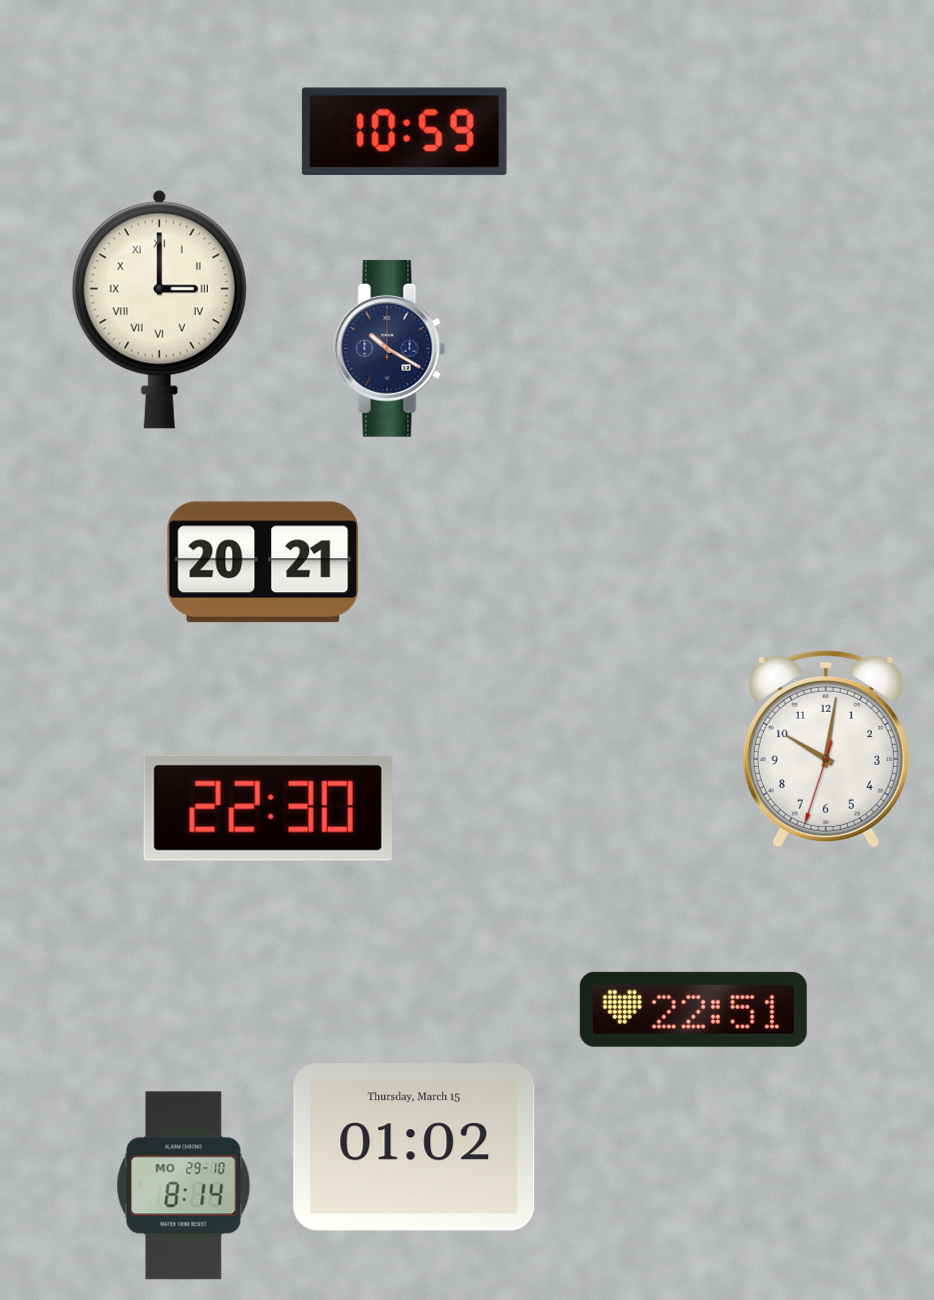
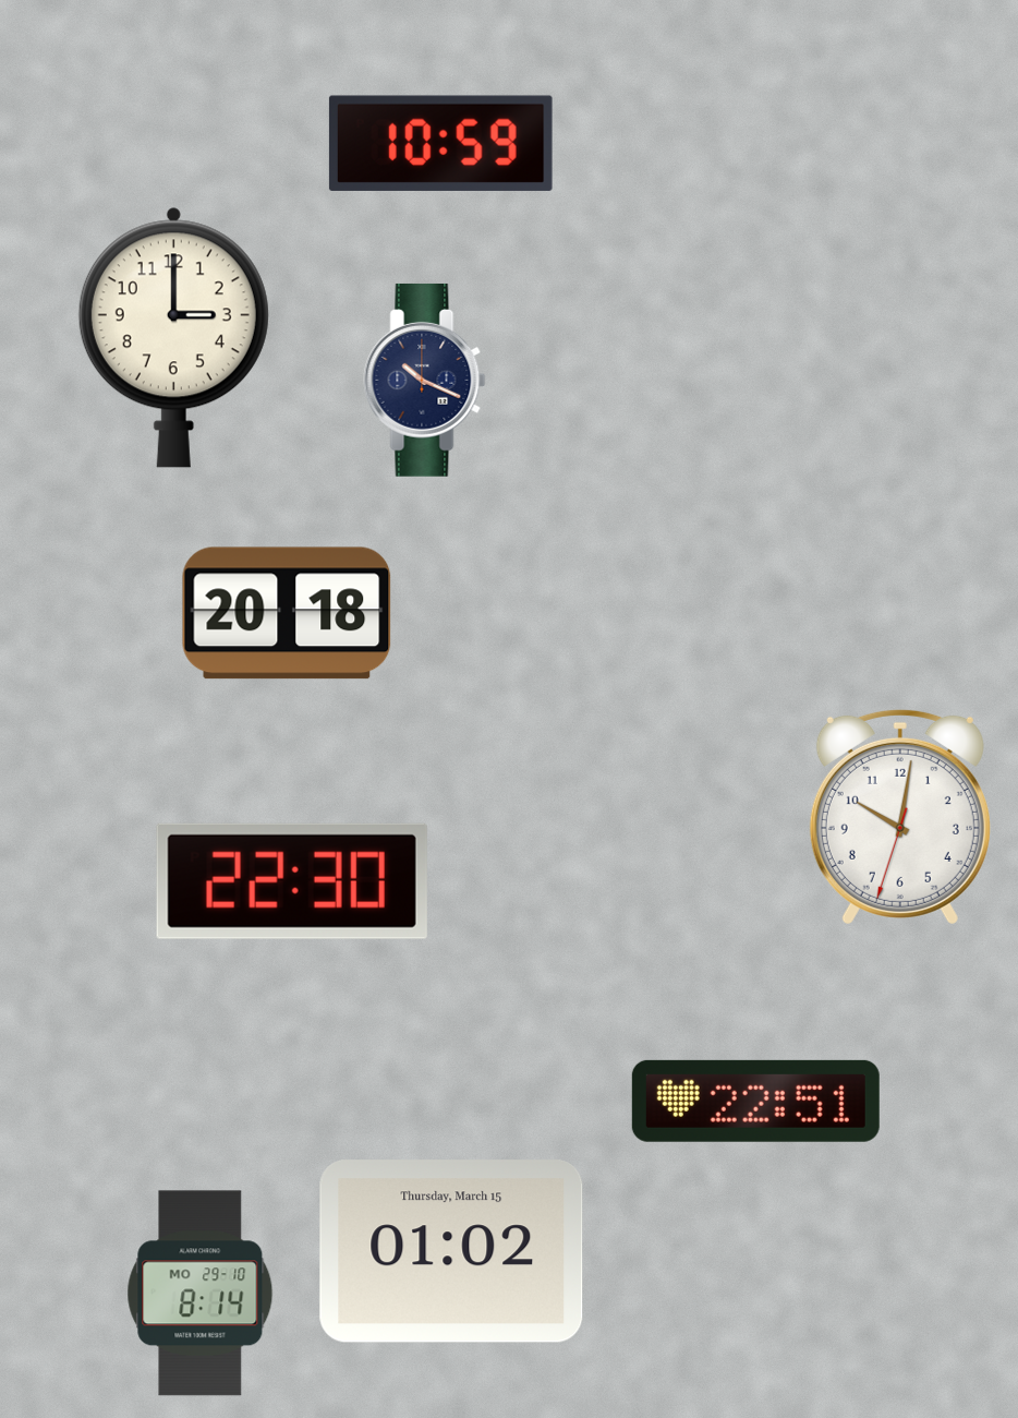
clock at (159, 309) numerals: Roman -> Arabic
clock at (390, 348): 10:20 -> 10:19
clock at (263, 562): 20:21 -> 20:18
